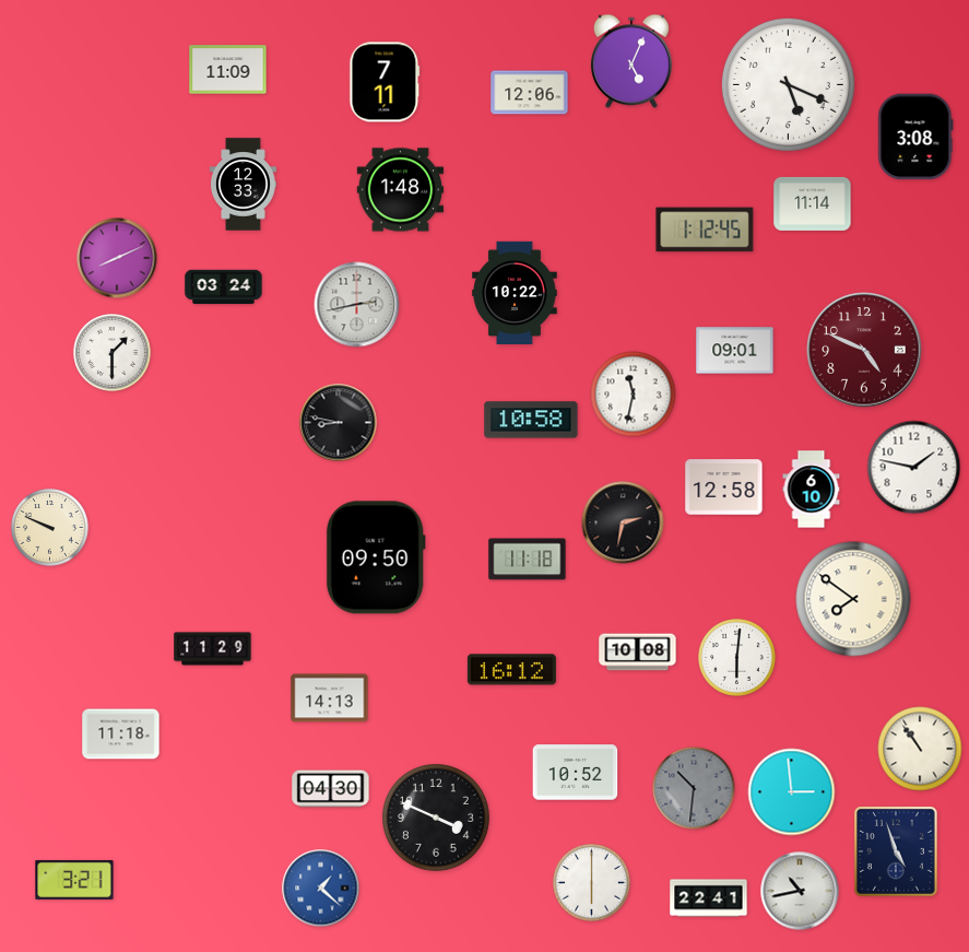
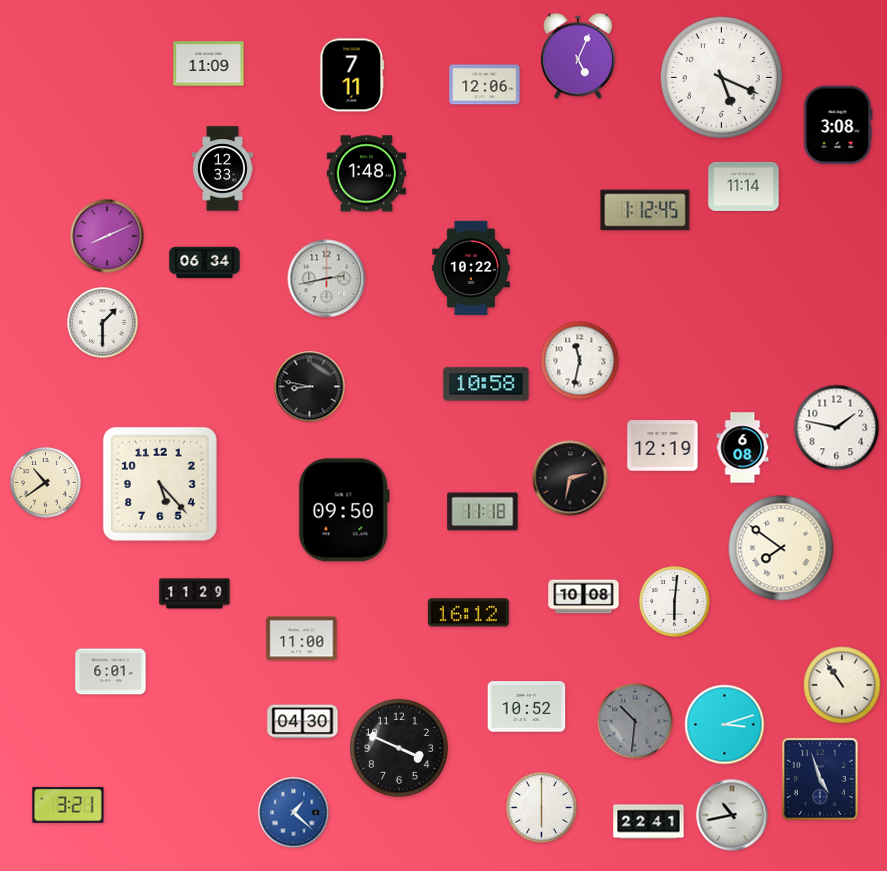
clock at (224, 287): 03:24 -> 06:34
clock at (864, 350): 4:49 -> none
clock at (735, 351): 09:01 -> none
clock at (724, 487): 12:58 -> 12:19
clock at (812, 490): 6:10 -> 6:08
clock at (50, 528): 9:49 -> 10:39
clock at (160, 484): none -> 5:23
clock at (330, 698): 14:13 -> 11:00
clock at (121, 734): 11:18 -> 6:01
clock at (792, 792): 2:59 -> 3:12
